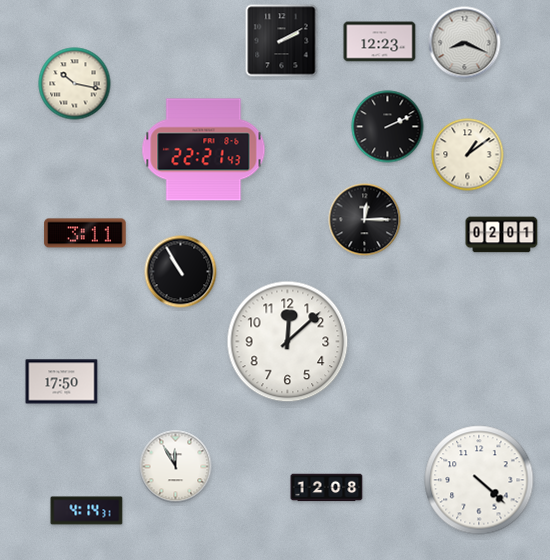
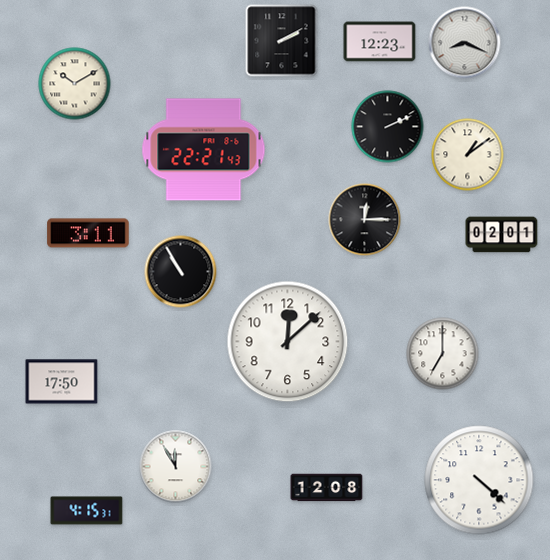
clock at (75, 84): 10:17 -> 10:10
clock at (85, 233) position: (85, 233) -> (88, 233)
clock at (443, 354): none -> 7:00
clock at (87, 511): 4:14 -> 4:15
